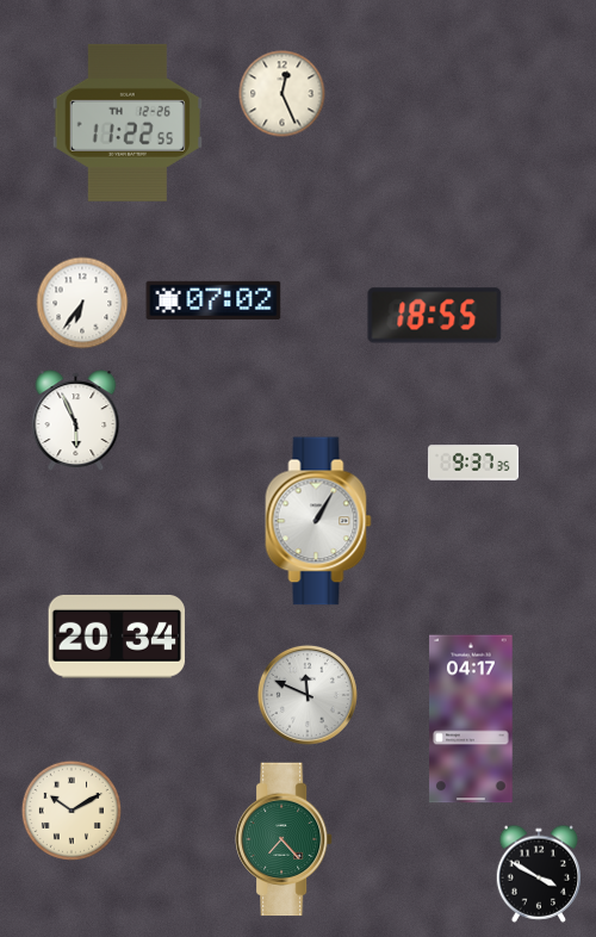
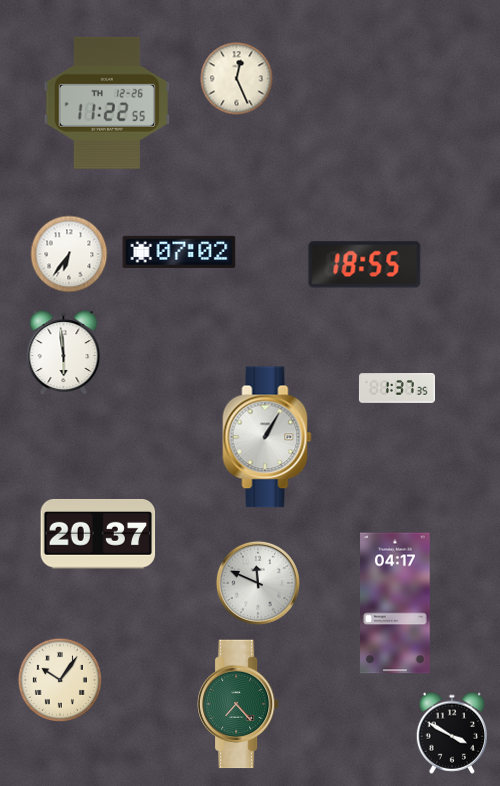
clock at (76, 421): 5:56 -> 5:59
clock at (473, 463): 9:37 -> 1:37
clock at (117, 637): 20:34 -> 20:37
clock at (72, 811): 10:10 -> 10:06
